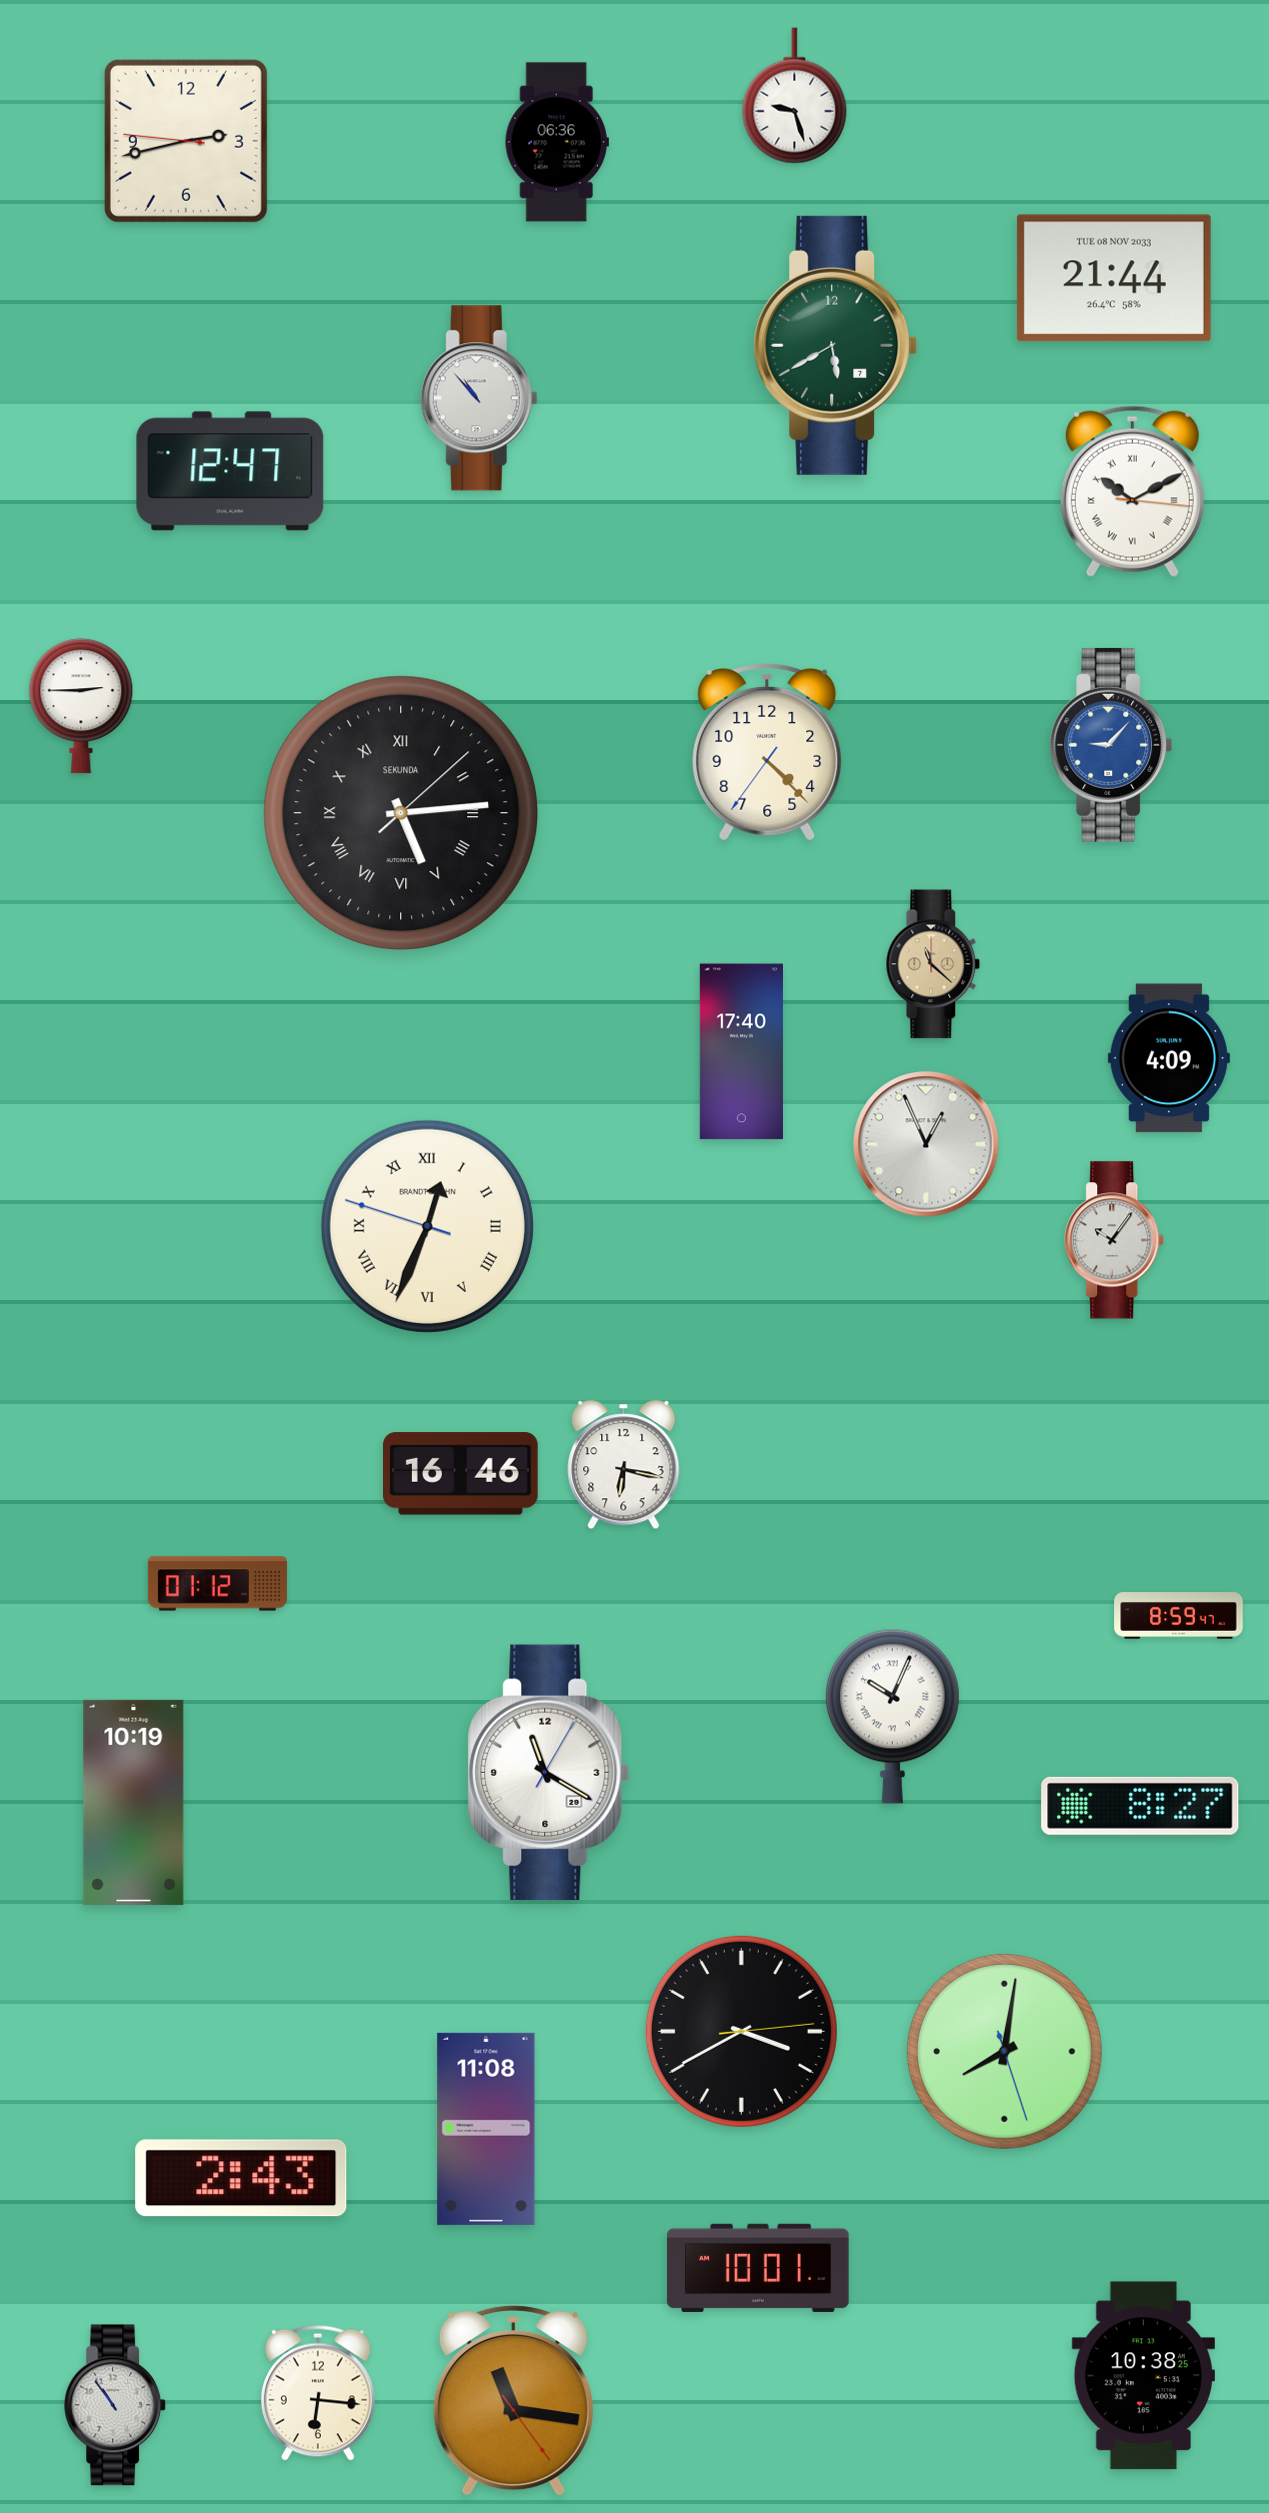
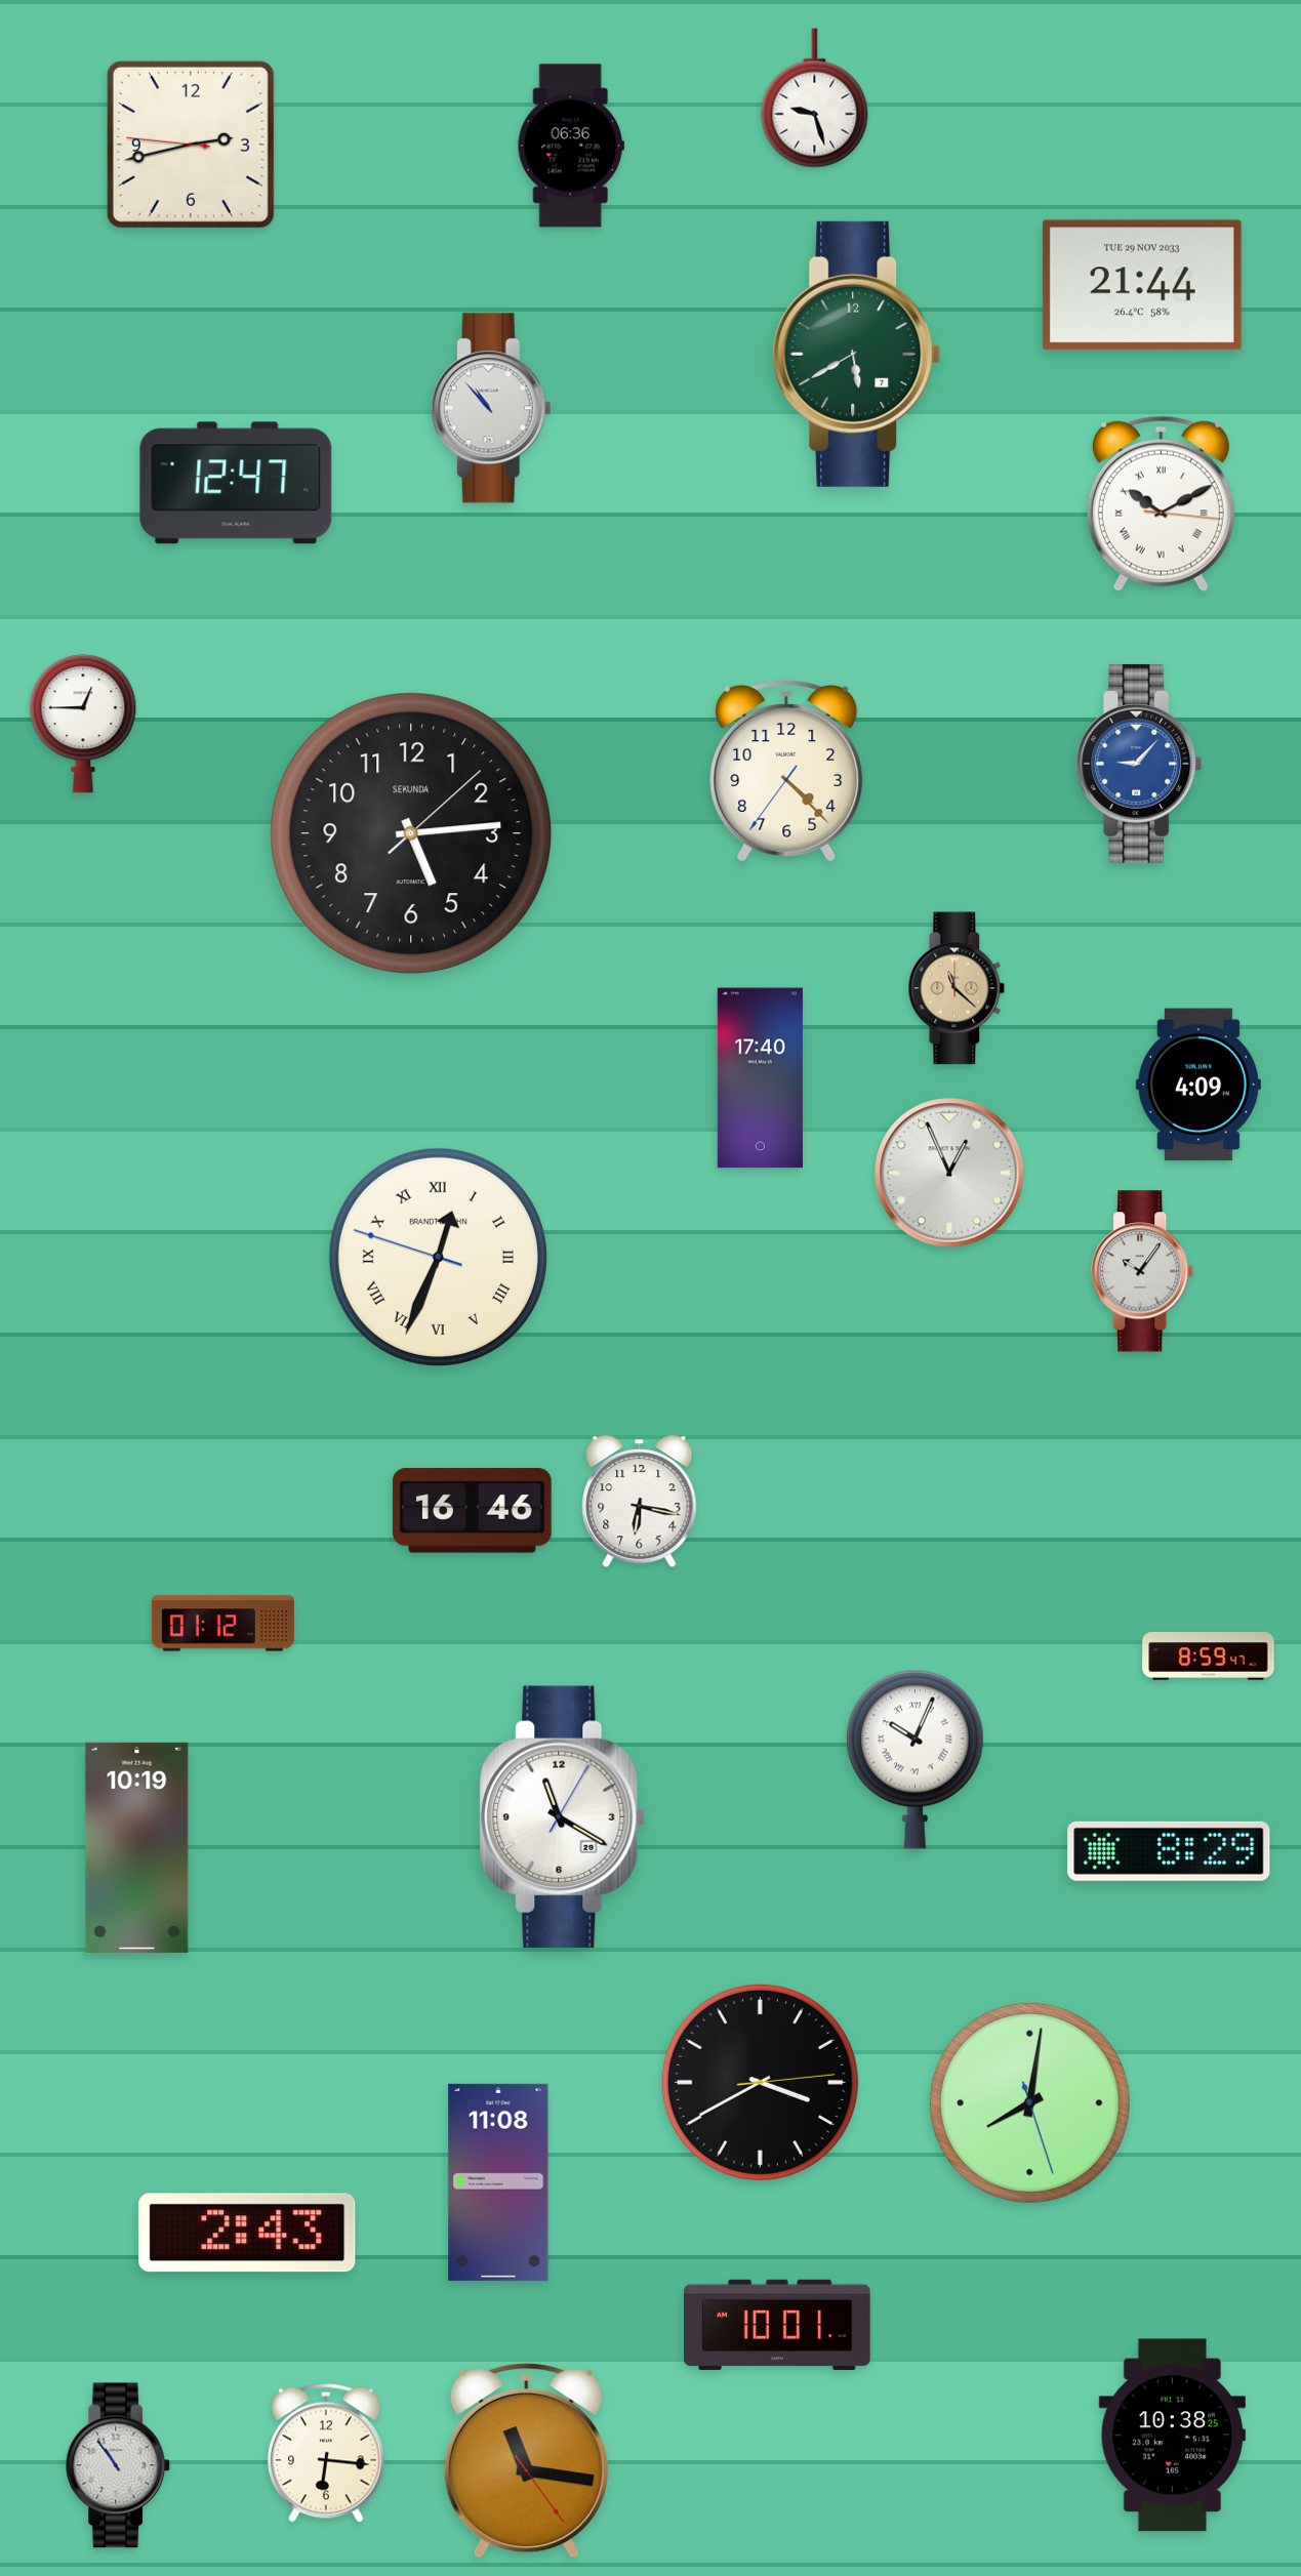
clock at (1114, 278) date: TUE 08 NOV 2033 -> TUE 29 NOV 2033
clock at (81, 706): 2:45 -> 12:45
clock at (401, 813) numerals: Roman -> Arabic
clock at (1140, 1806): 8:27 -> 8:29
